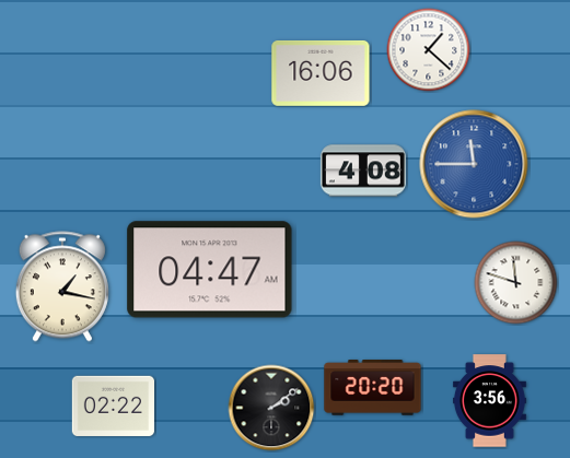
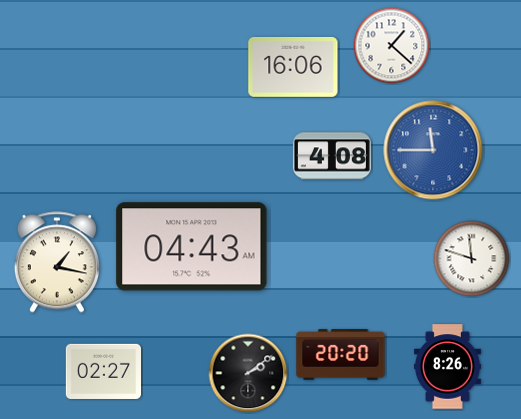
clock at (210, 270): 04:47 -> 04:43
clock at (489, 401): 3:56 -> 8:26
clock at (113, 406): 02:22 -> 02:27
